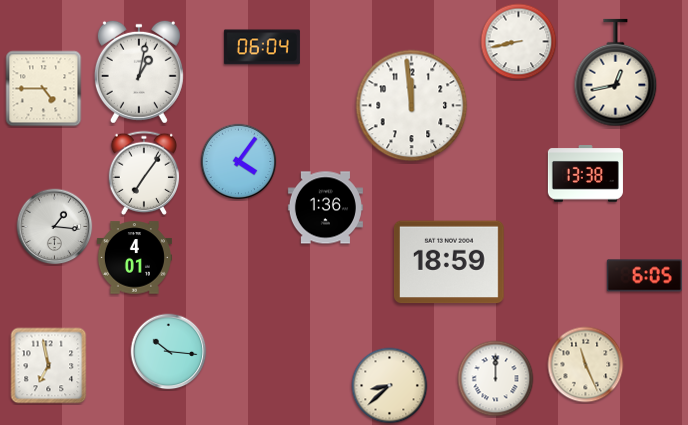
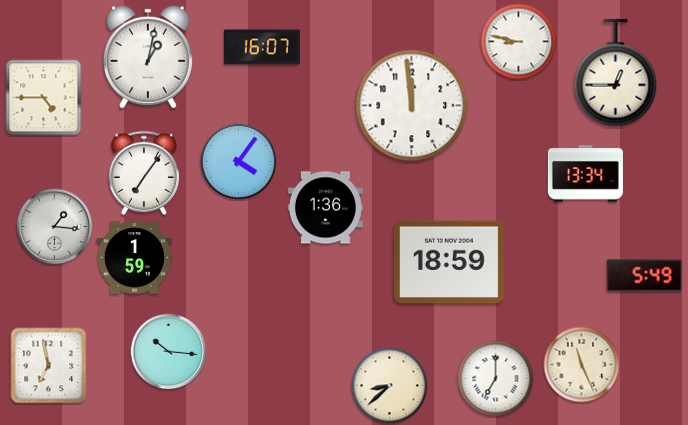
clock at (519, 42): 8:43 -> 8:47
clock at (262, 47): 06:04 -> 16:07
clock at (139, 72) position: (139, 72) -> (148, 57)
clock at (616, 73): 12:43 -> 12:45
clock at (44, 89) position: (44, 89) -> (44, 98)
clock at (585, 174): 13:38 -> 13:34
clock at (134, 258): 4:01 -> 1:59
clock at (644, 276): 6:05 -> 5:49
clock at (586, 365) position: (586, 365) -> (582, 365)
clock at (496, 379): 12:00 -> 7:00
